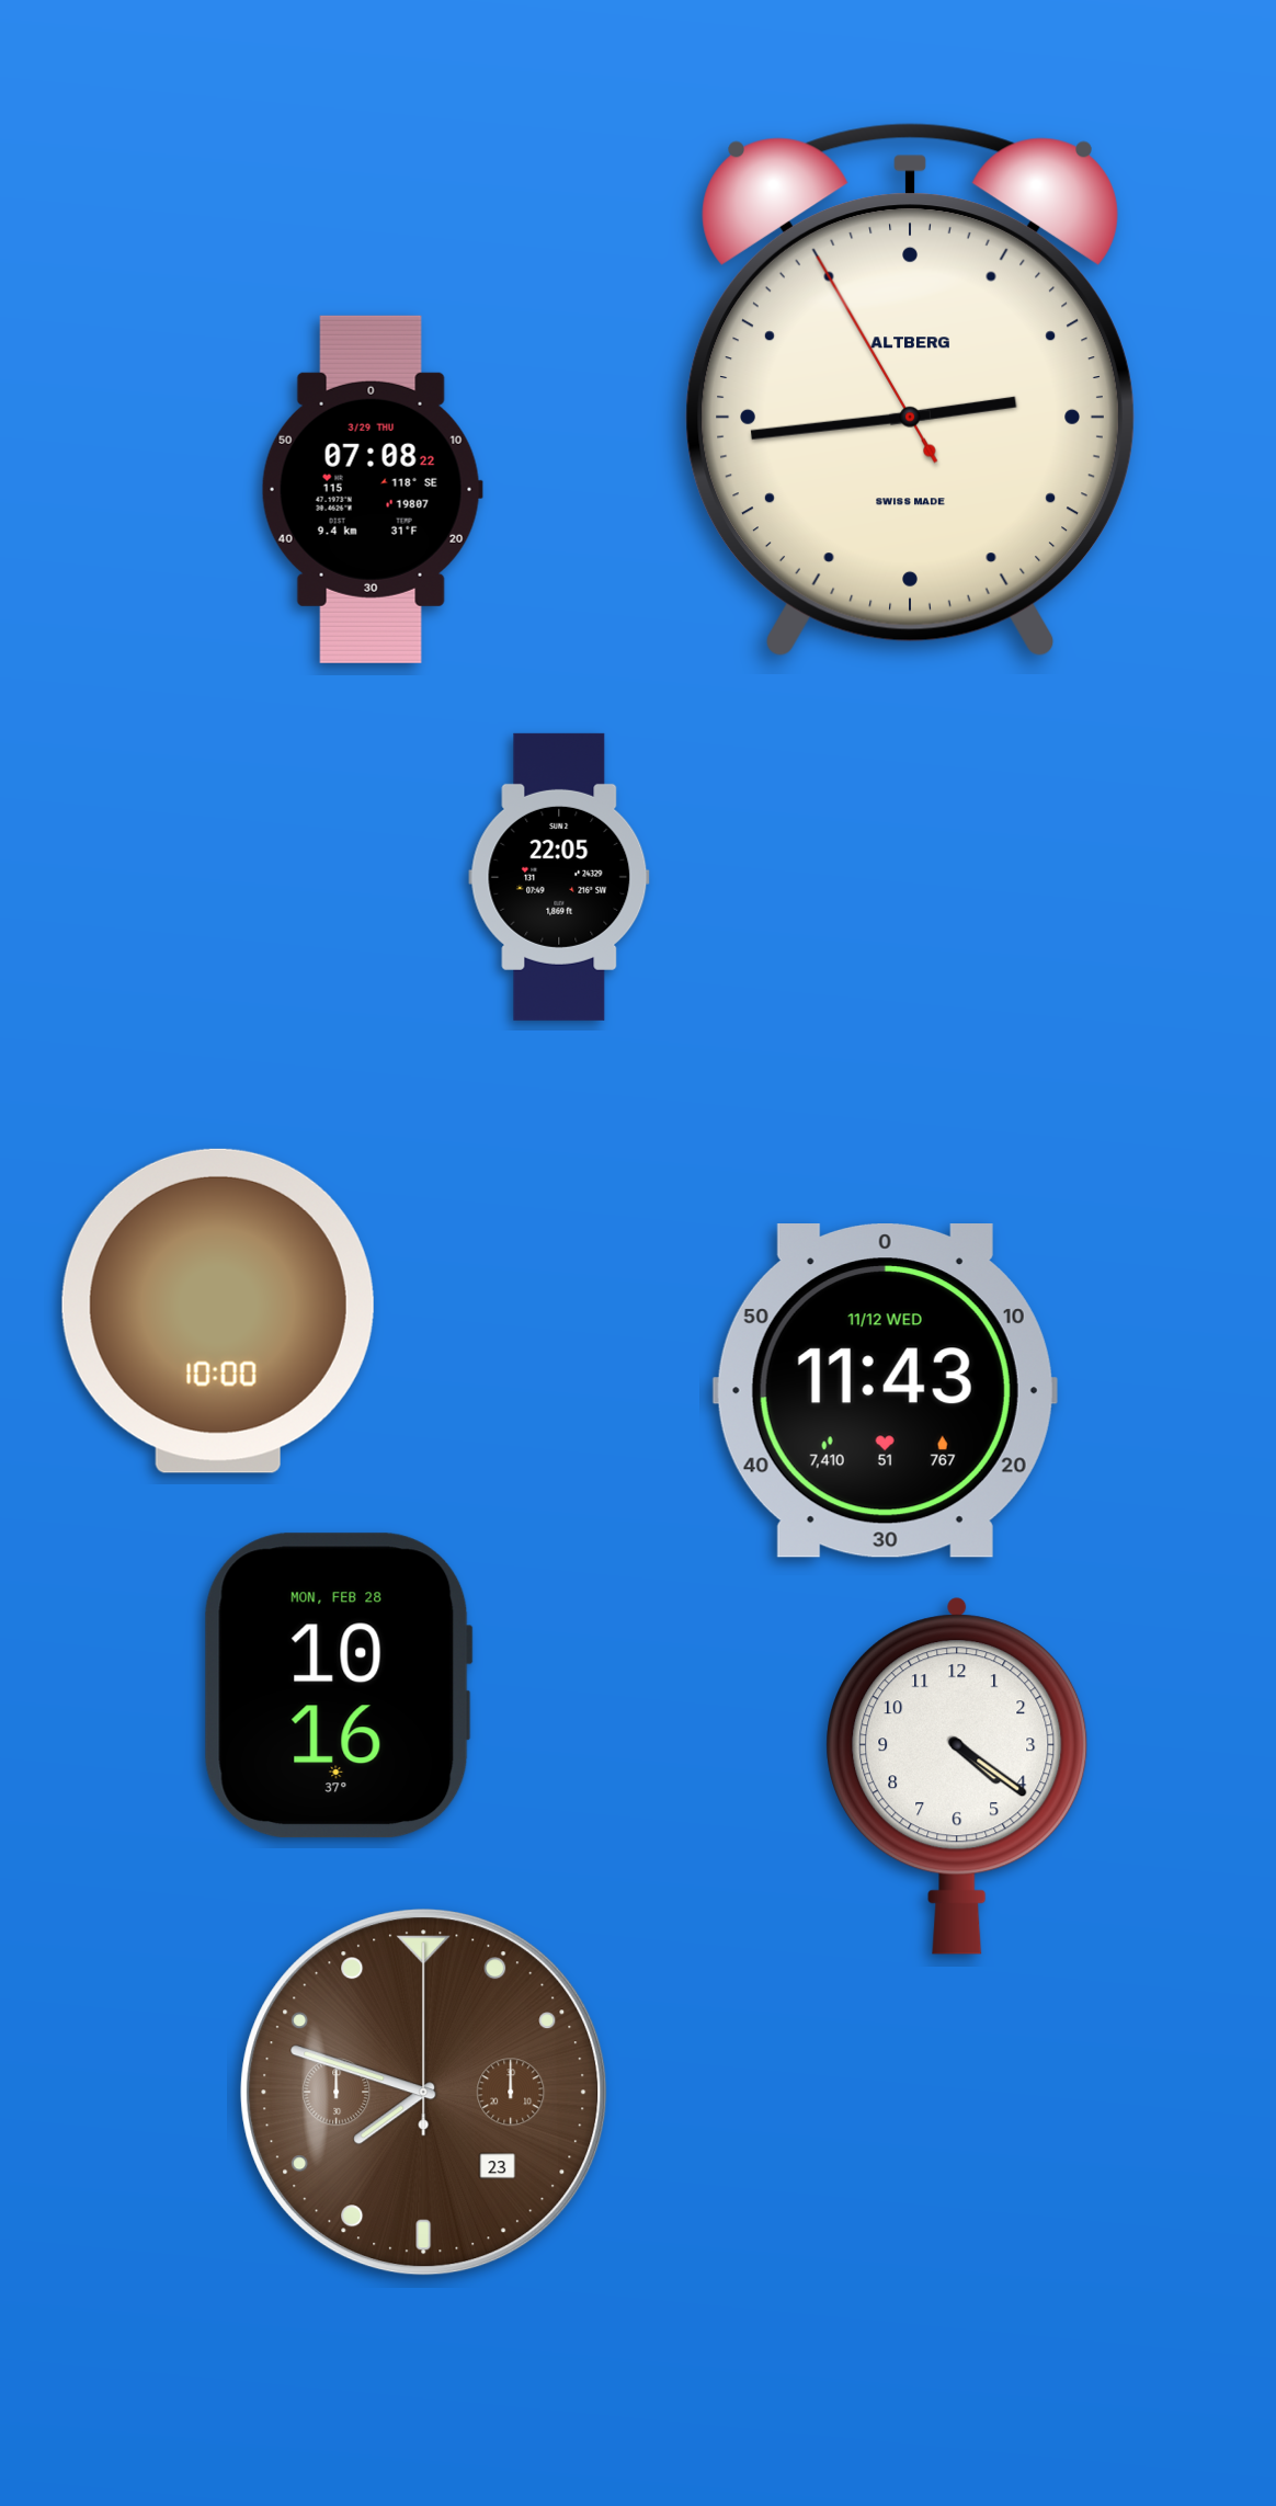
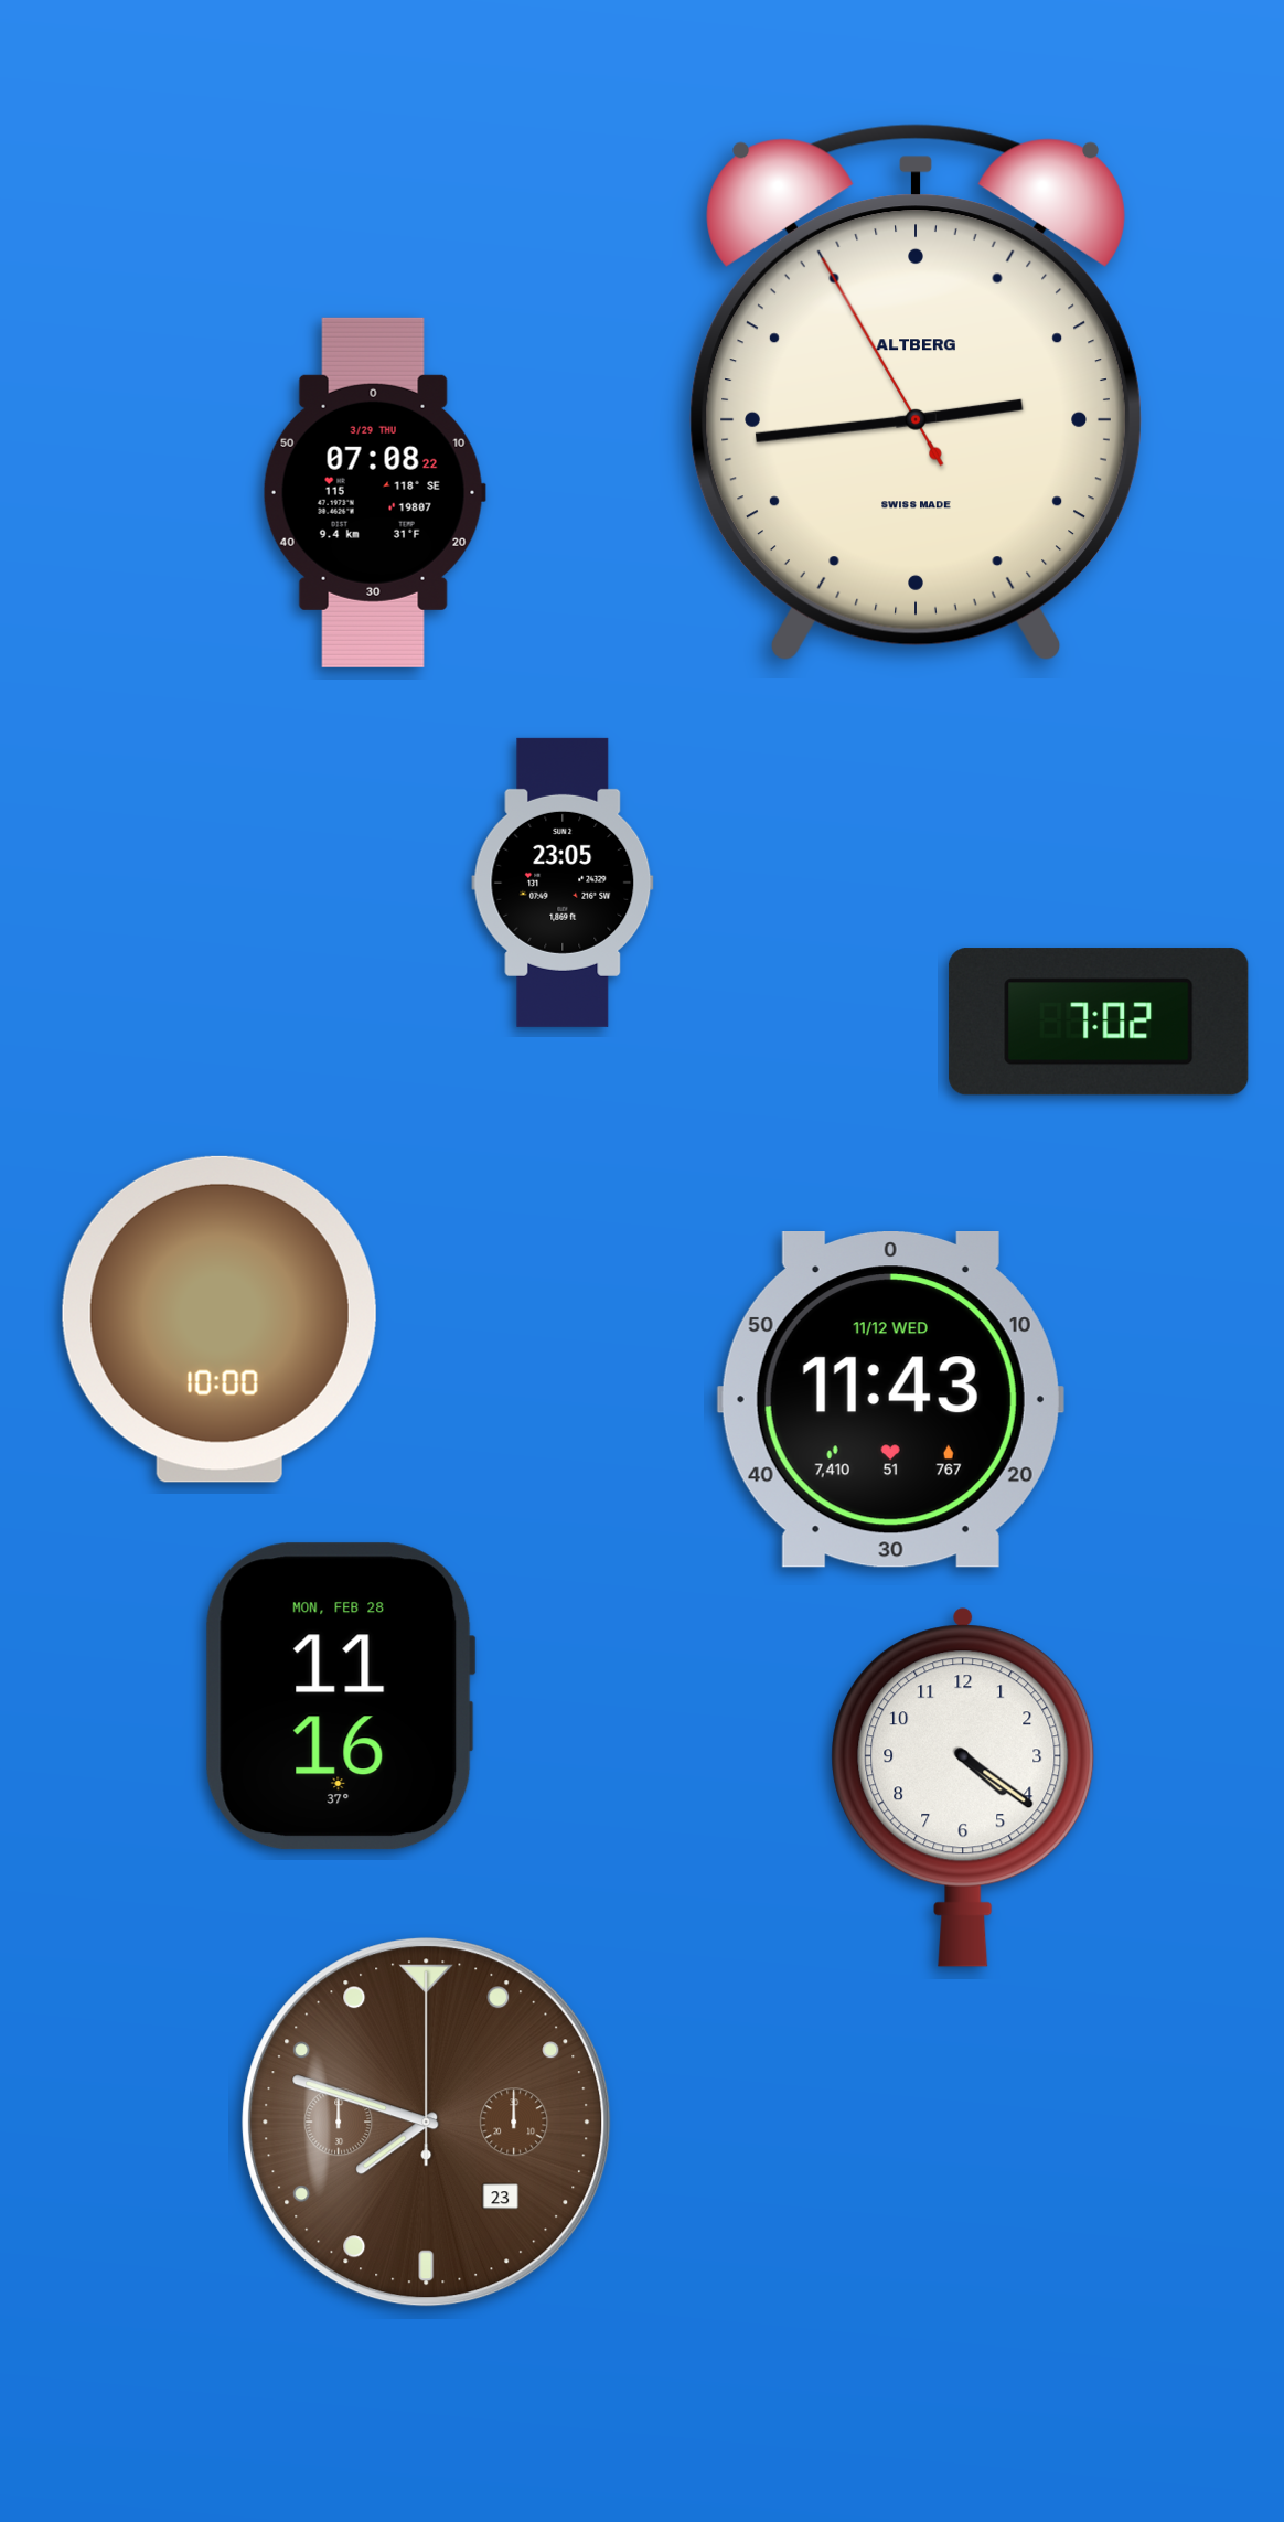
clock at (559, 877): 22:05 -> 23:05
clock at (1099, 1022): none -> 7:02
clock at (338, 1686): 10:16 -> 11:16
clock at (424, 2093) position: (424, 2093) -> (427, 2123)
